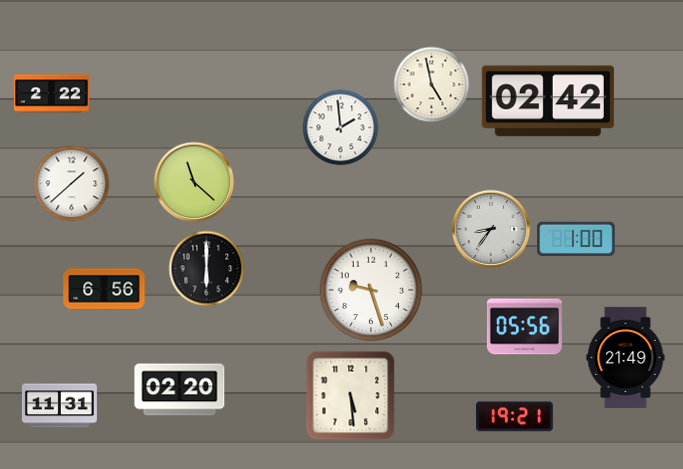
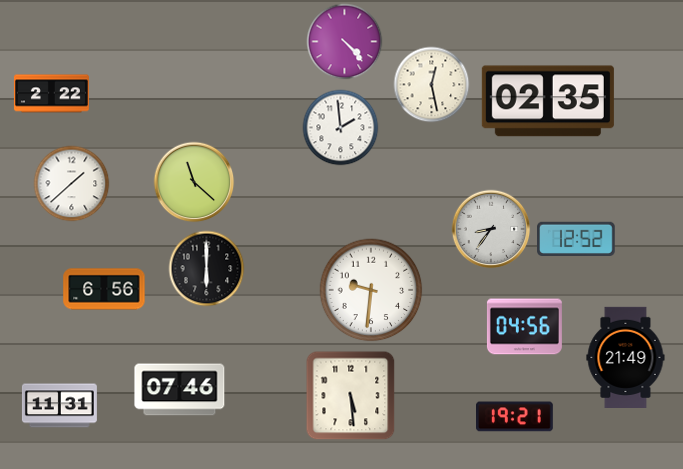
clock at (345, 42): none -> 4:23
clock at (432, 85): 4:58 -> 12:28
clock at (548, 101): 02:42 -> 02:35
clock at (576, 238): 1:00 -> 12:52
clock at (371, 290): 9:27 -> 9:31
clock at (524, 327): 05:56 -> 04:56
clock at (180, 390): 02:20 -> 07:46
